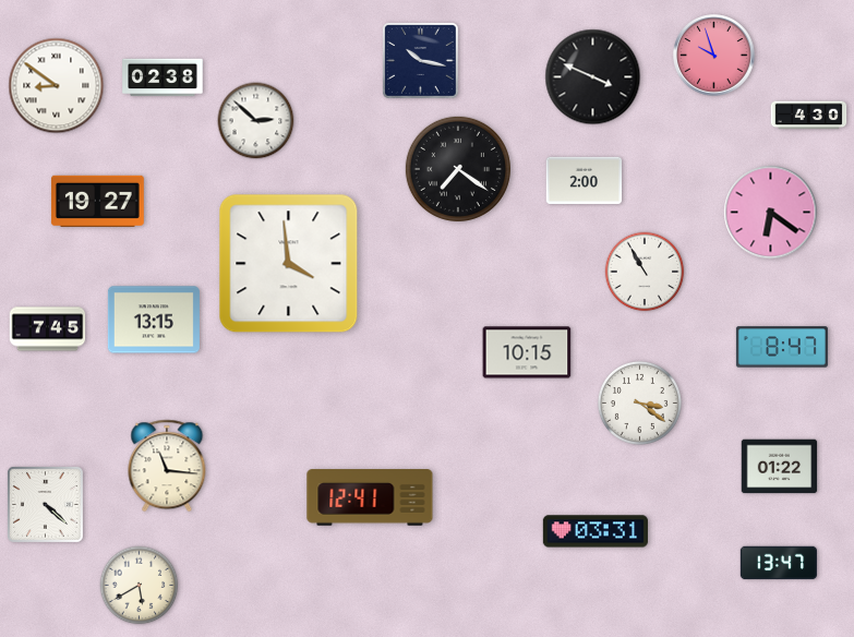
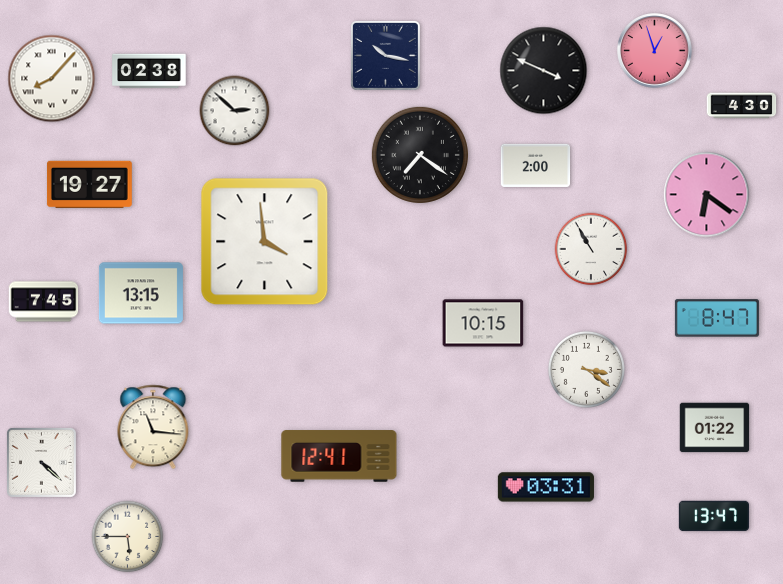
clock at (714, 56): 9:57 -> 12:57
clock at (57, 86): 8:51 -> 8:07
clock at (140, 586): 5:40 -> 5:45
